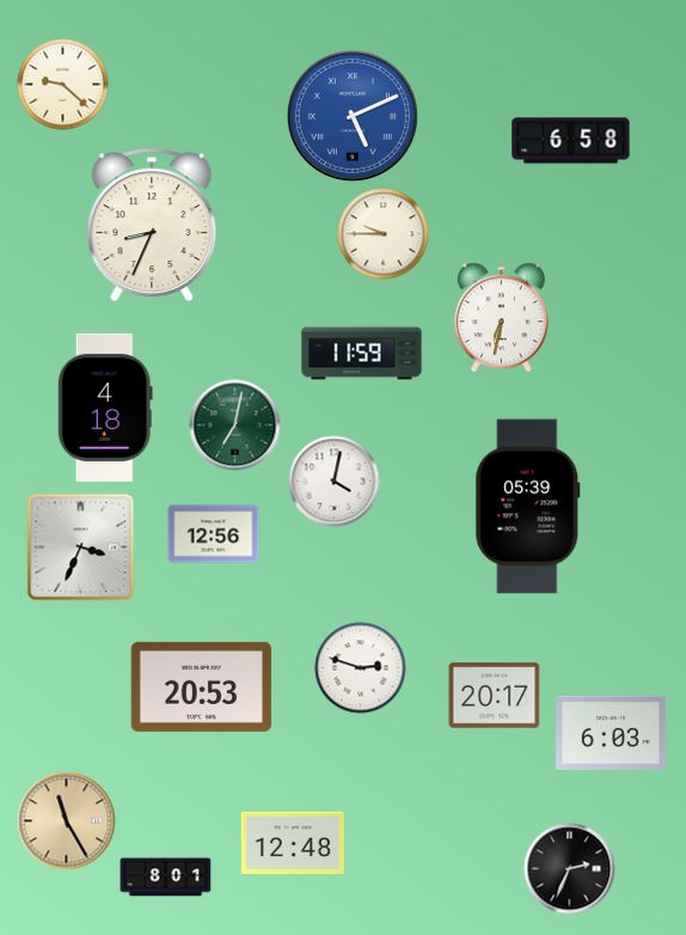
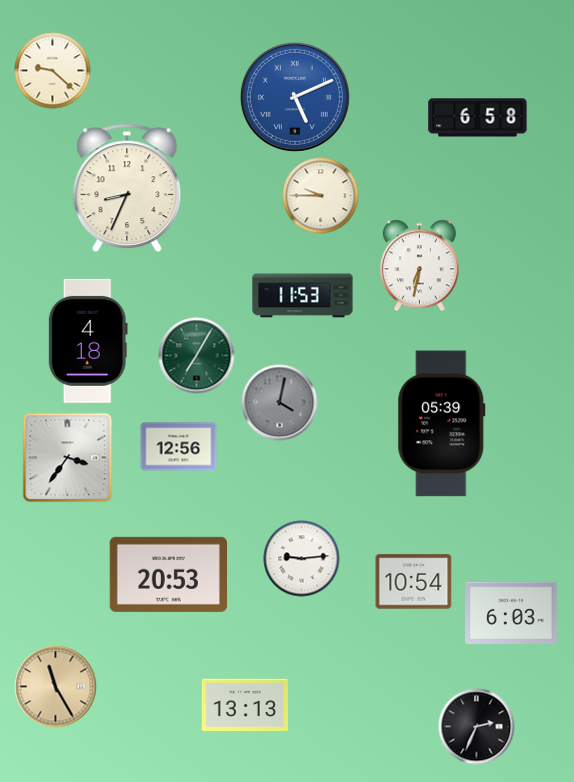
clock at (362, 354): 11:59 -> 11:53
clock at (235, 426): 7:02 -> 7:05
clock at (335, 482) dial: white -> grey
clock at (81, 548): 3:34 -> 3:36
clock at (361, 668): 2:48 -> 9:14
clock at (495, 696): 20:17 -> 10:54
clock at (293, 843): 12:48 -> 13:13
clock at (166, 878): 8:01 -> none
